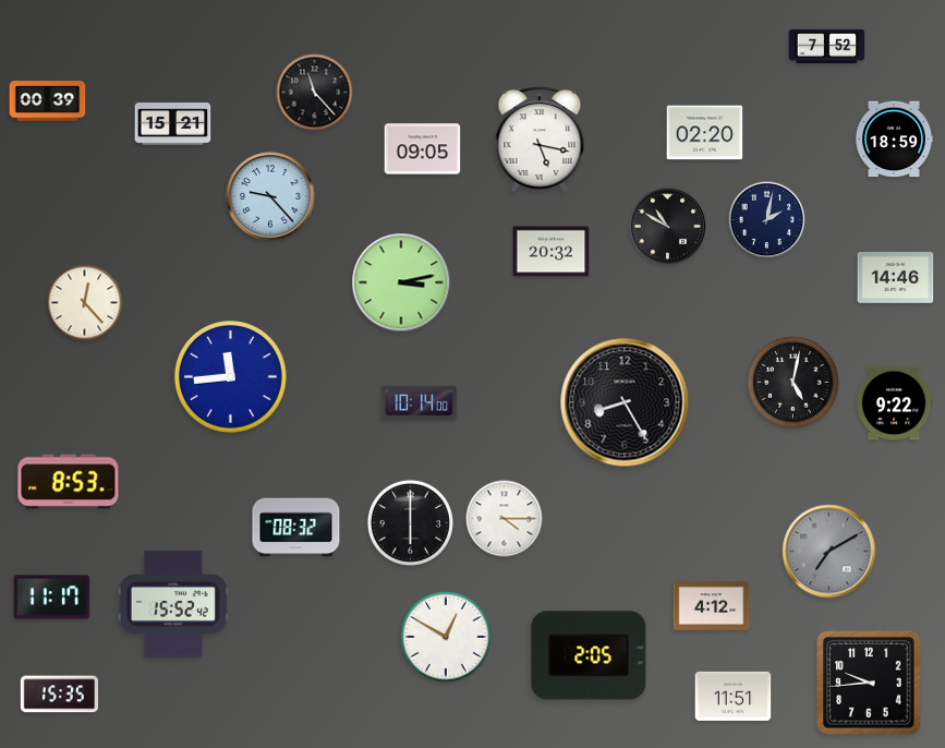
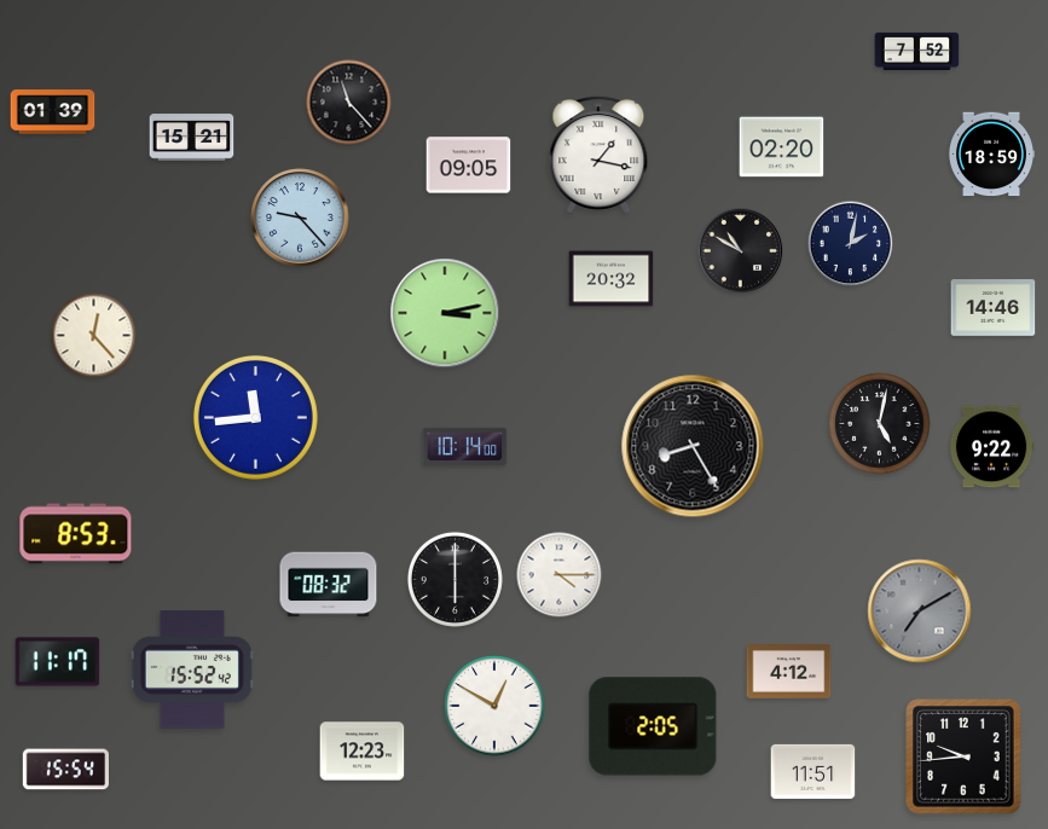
clock at (48, 101): 00:39 -> 01:39
clock at (540, 140): 5:17 -> 1:17
clock at (363, 752): none -> 12:23
clock at (59, 695): 15:35 -> 15:54
